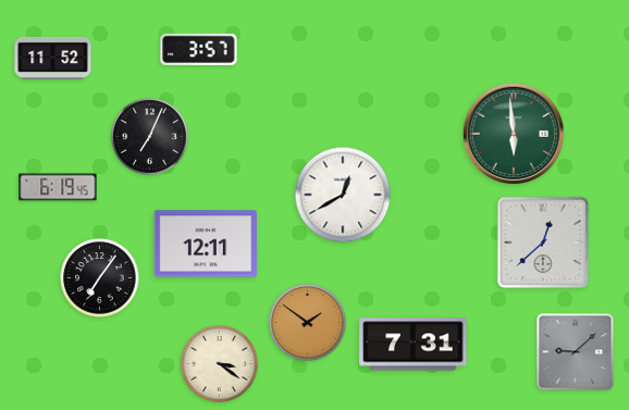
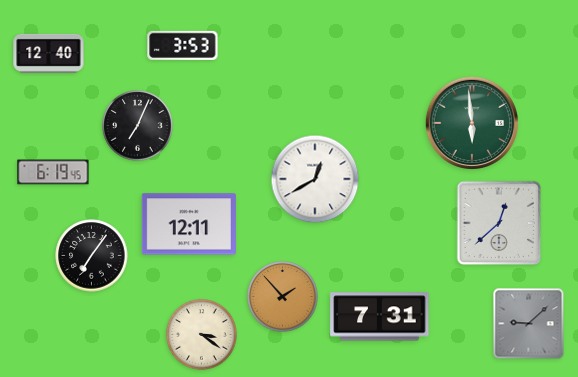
clock at (199, 49): 3:57 -> 3:53
clock at (53, 58): 11:52 -> 12:40
clock at (308, 323): 1:51 -> 1:53
